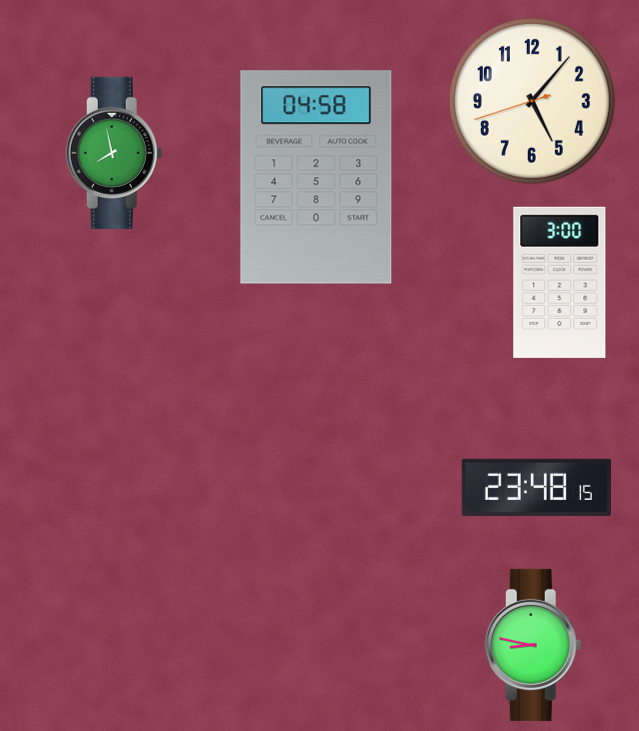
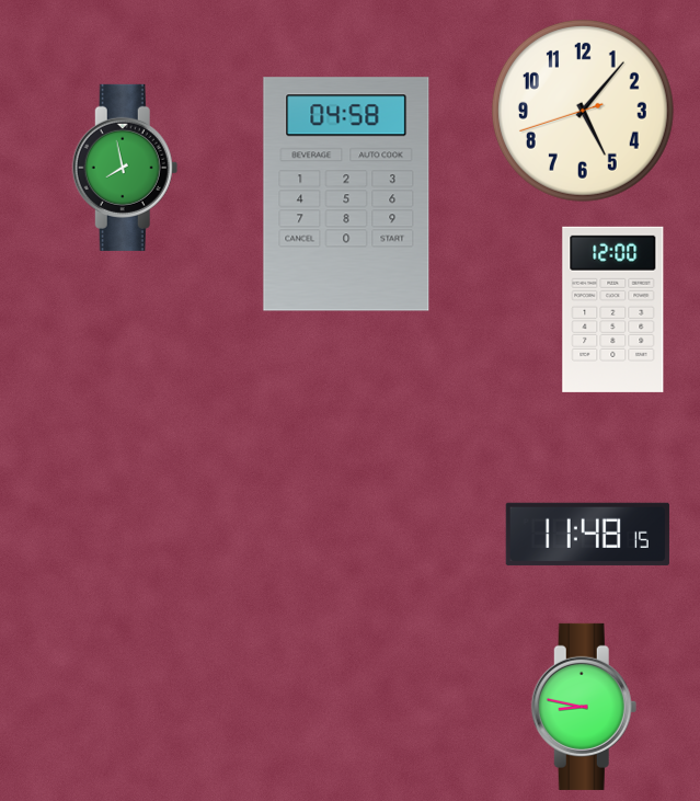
clock at (560, 282): 3:00 -> 12:00
clock at (536, 487): 23:48 -> 11:48
